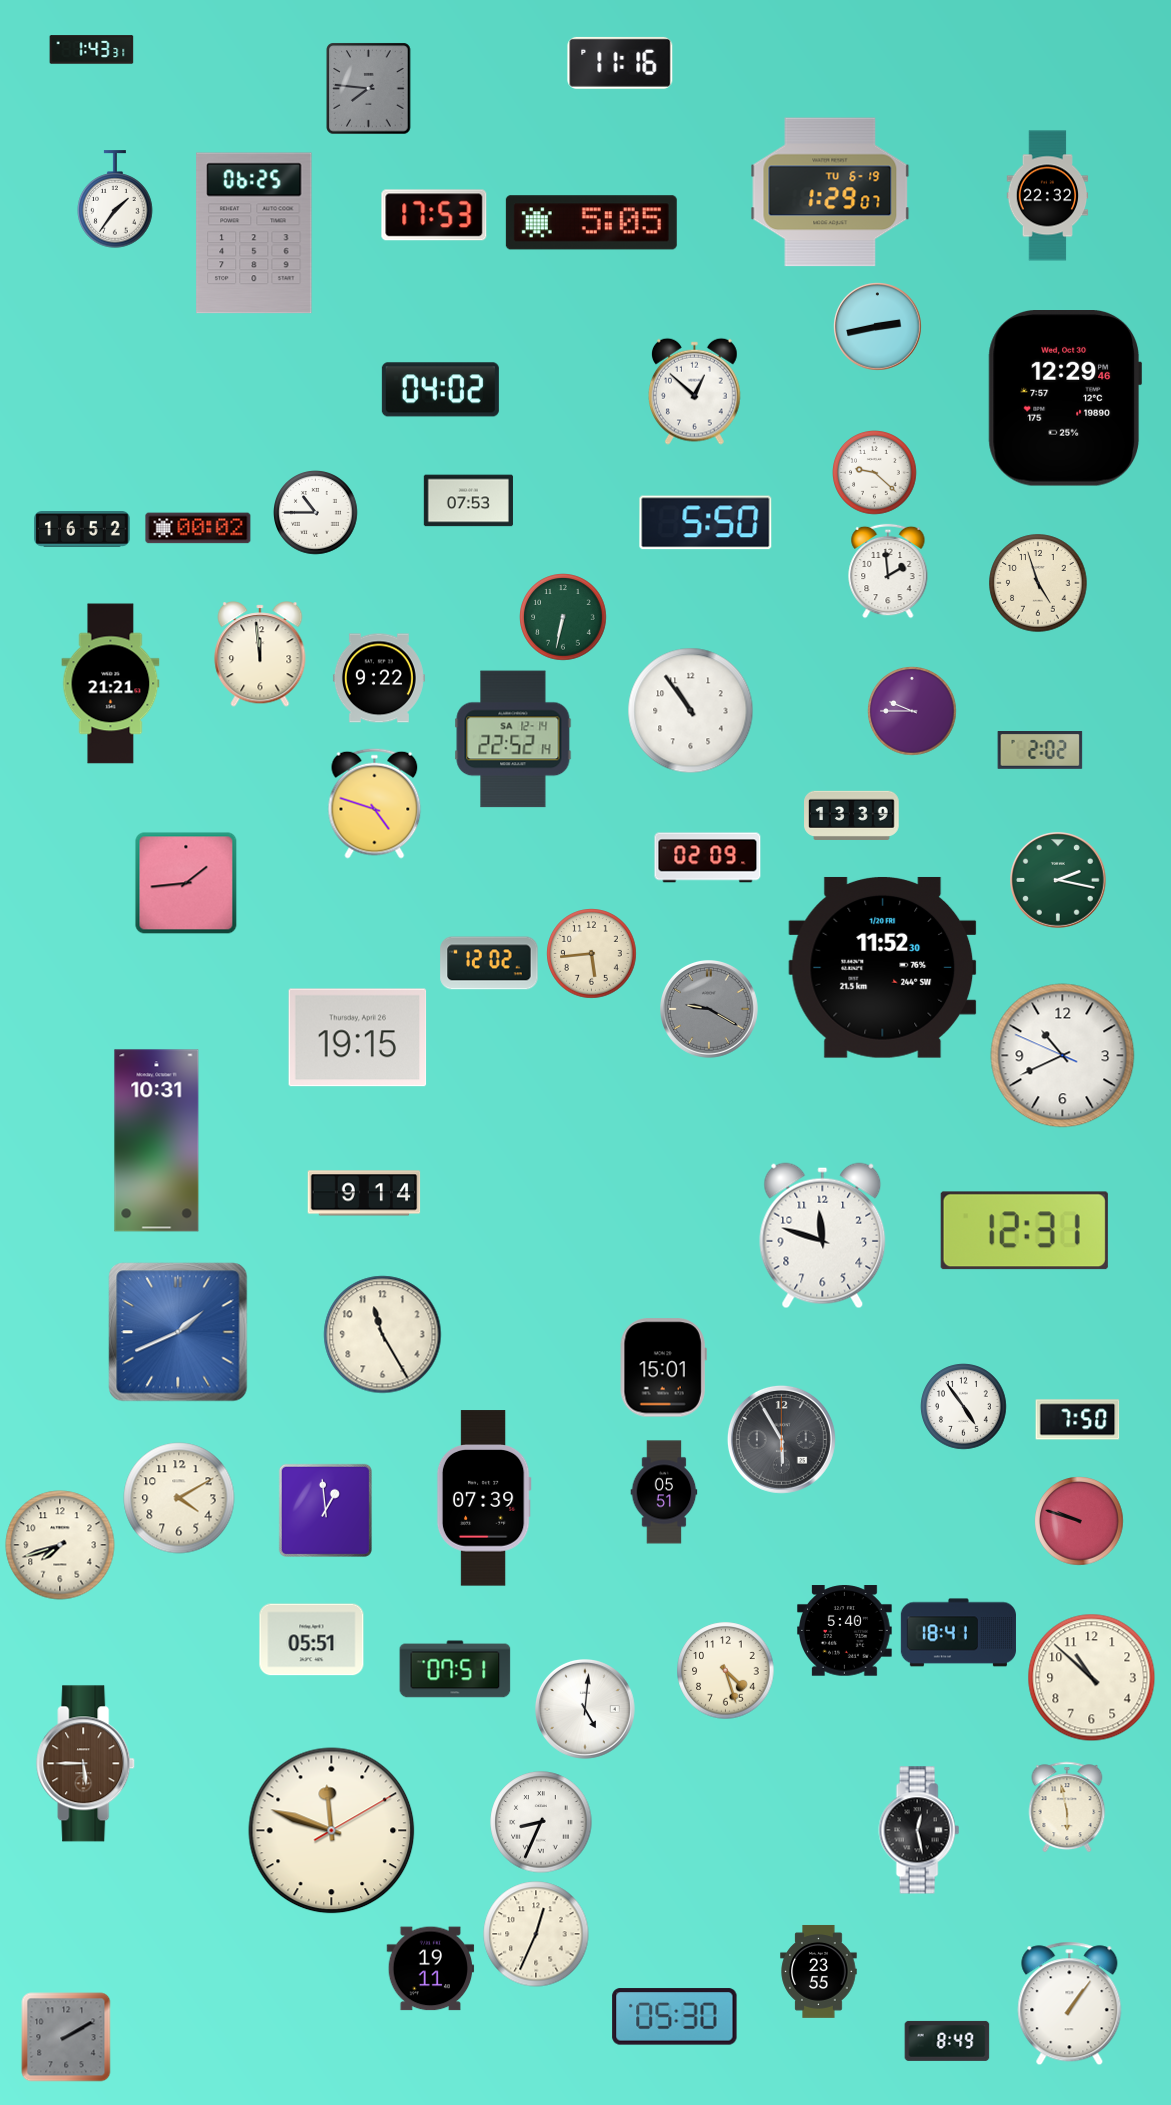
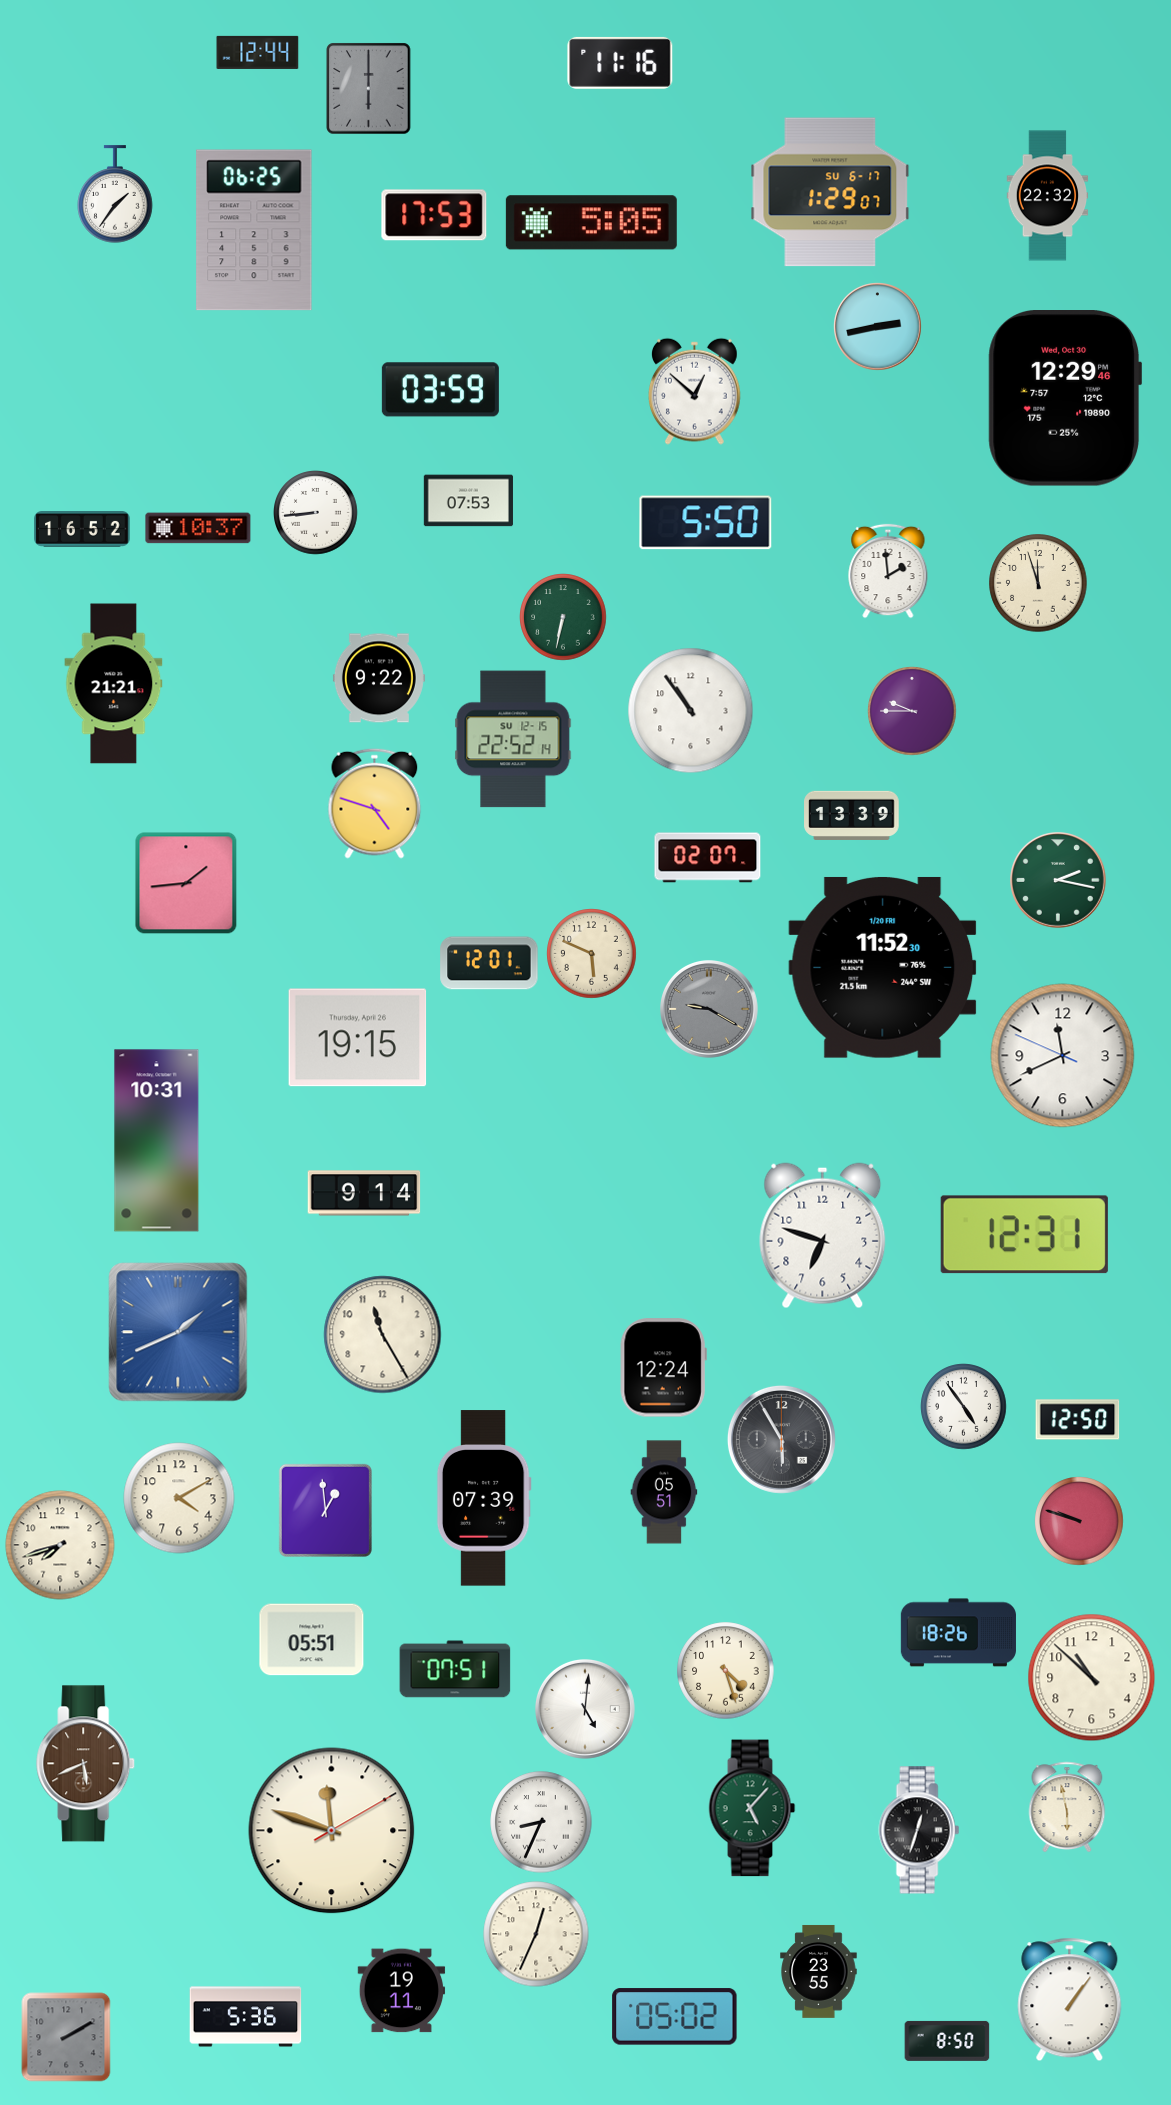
clock at (92, 50): 1:43 -> none
clock at (258, 52): none -> 12:44
clock at (369, 89): 7:46 -> 6:00
clock at (830, 192) date: TU 6-19 -> SU 6-17
clock at (115, 199) position: (115, 199) -> (115, 194)
clock at (254, 233) position: (254, 233) -> (254, 230)
clock at (440, 390): 04:02 -> 03:59
clock at (875, 473): 9:22 -> none
clock at (316, 513): 10:45 -> 8:44
clock at (198, 528): 00:02 -> 10:37
clock at (1038, 583): 4:57 -> 11:57
clock at (260, 654): 11:59 -> none
clock at (111, 684) position: (111, 684) -> (114, 684)
clock at (513, 739) date: SA 12-14 -> SU 12-15
clock at (1040, 751): 2:02 -> none
clock at (708, 858): 02:09 -> 02:07
clock at (592, 954): 5:44 -> 5:49
clock at (489, 963): 12:02 -> 12:01
clock at (1063, 1056): 10:40 -> 11:40
clock at (1024, 1231) position: (1024, 1231) -> (1024, 1235)
clock at (823, 1236): 11:48 -> 6:48
clock at (663, 1368): 15:01 -> 12:24
clock at (1078, 1420): 7:50 -> 12:50
clock at (845, 1631): 5:40 -> none
clock at (958, 1633): 18:41 -> 18:26
clock at (86, 1764): 5:45 -> 5:41
clock at (752, 1808): none -> 5:07
clock at (919, 1830): 12:28 -> 12:33
clock at (431, 1969) position: (431, 1969) -> (402, 1991)
clock at (1070, 2004) position: (1070, 2004) -> (1070, 2000)
clock at (246, 2017): none -> 5:36
clock at (675, 2017): 05:30 -> 05:02
clock at (947, 2041): 8:49 -> 8:50
